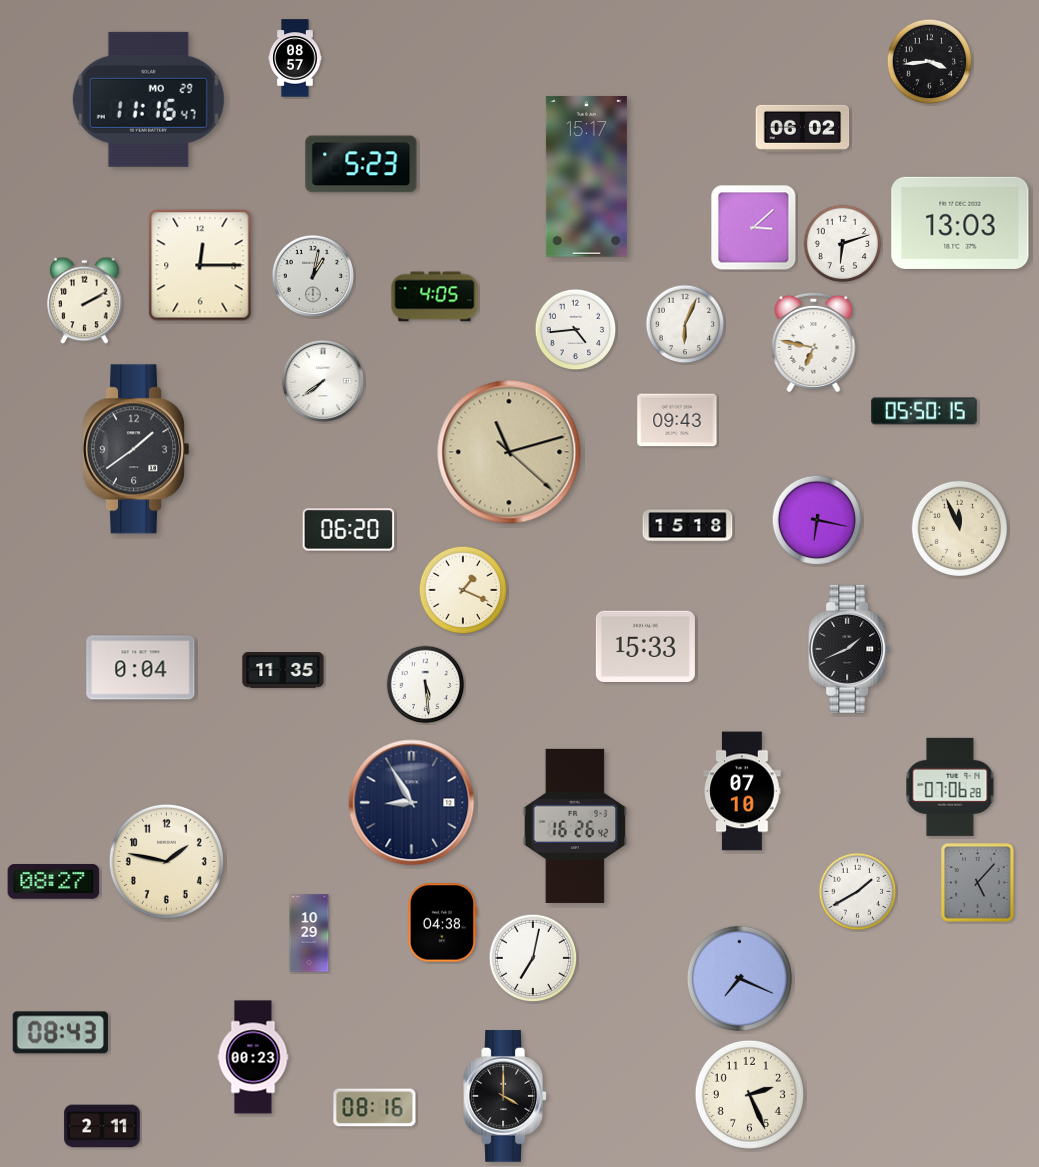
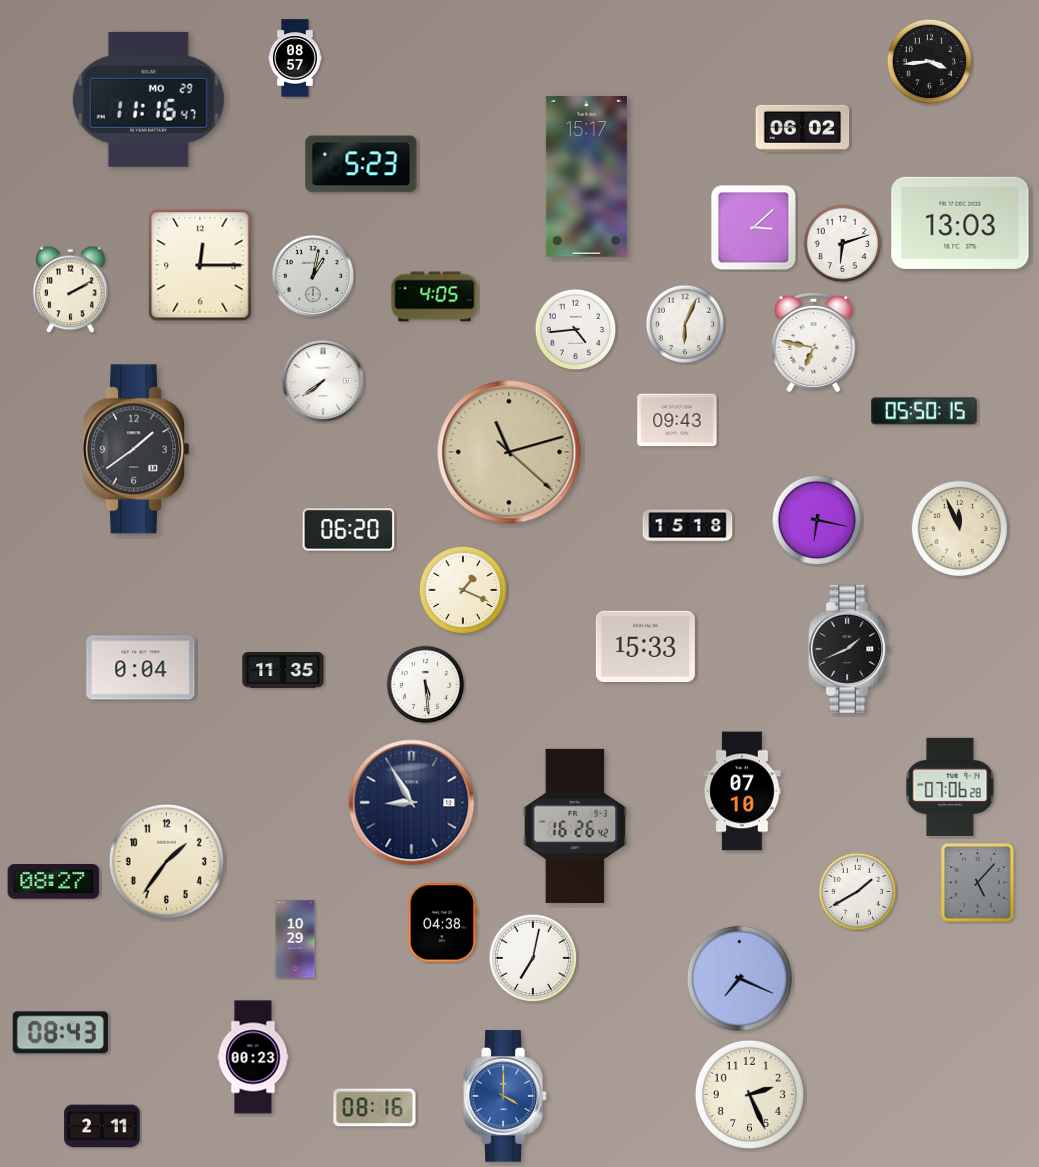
clock at (85, 301) position: (85, 301) -> (71, 290)
clock at (166, 861): 1:47 -> 1:36
clock at (309, 933) position: (309, 933) -> (295, 939)
clock at (505, 1096) dial: black -> blue
